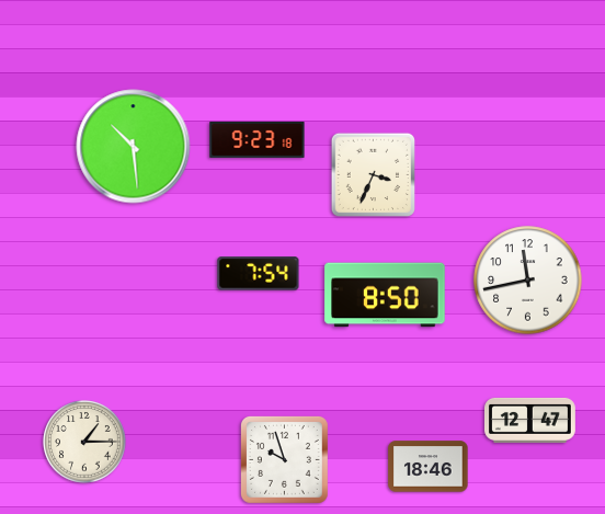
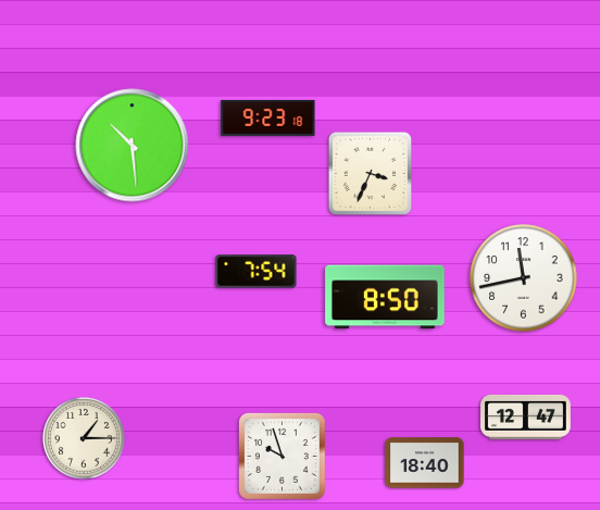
clock at (258, 139) position: (258, 139) -> (268, 117)
clock at (385, 295) position: (385, 295) -> (385, 297)
clock at (429, 467): 18:46 -> 18:40
